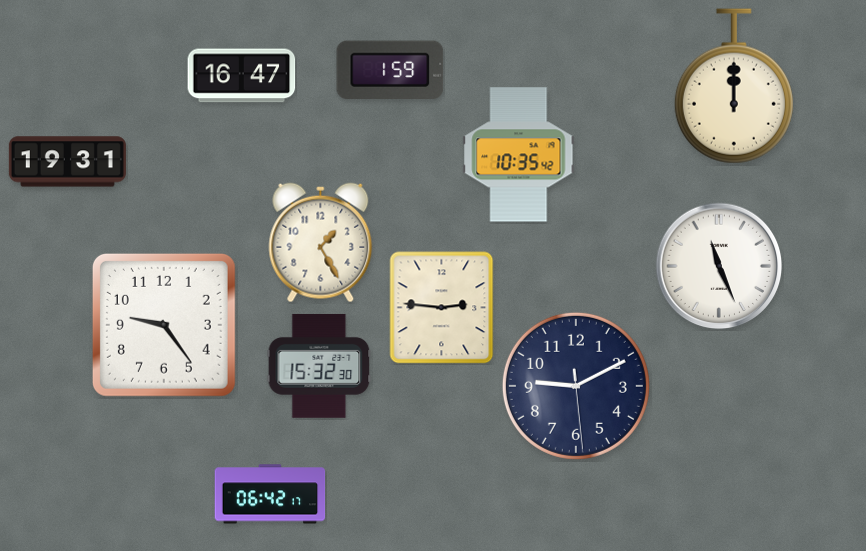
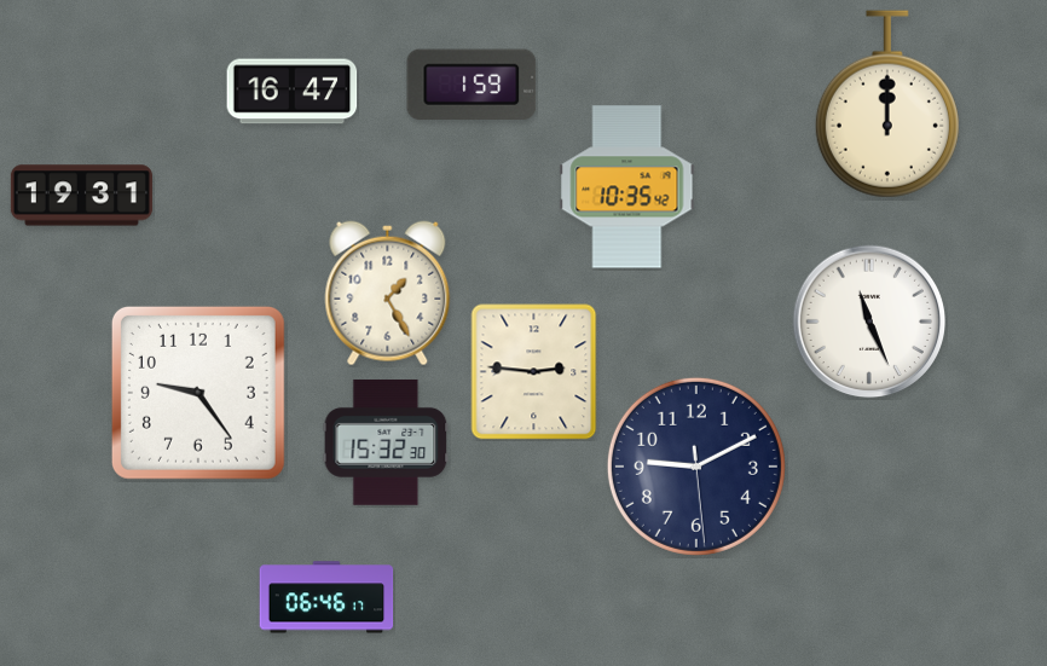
clock at (270, 494): 06:42 -> 06:46
